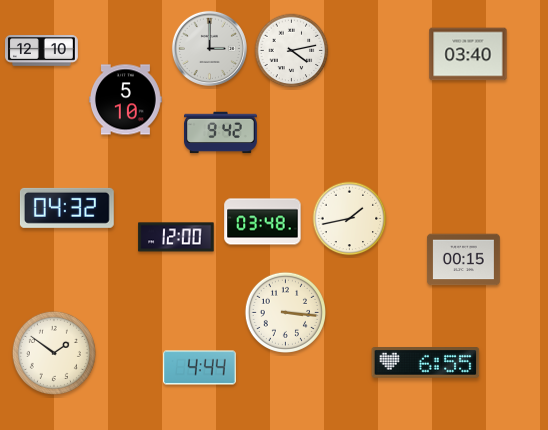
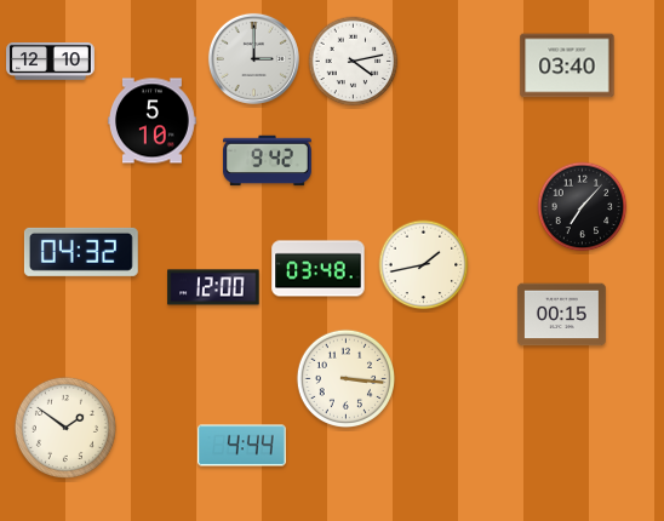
clock at (583, 207): none -> 7:07
clock at (426, 363): 6:55 -> none
